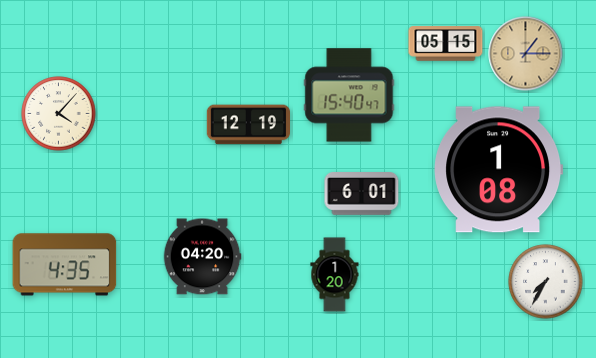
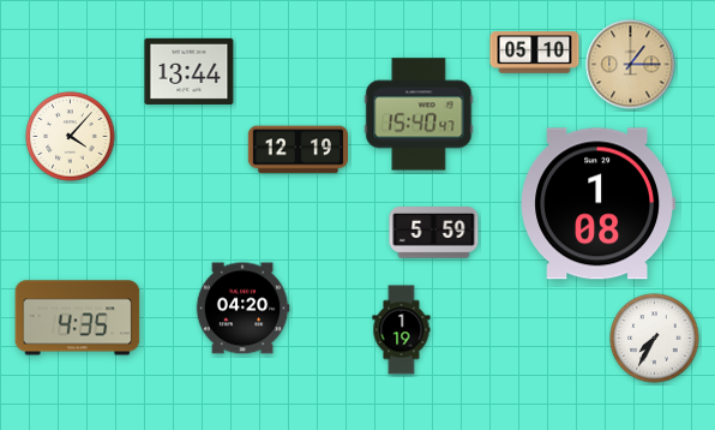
clock at (446, 44): 05:15 -> 05:10
clock at (190, 71): none -> 13:44
clock at (362, 194): 6:01 -> 5:59
clock at (335, 275): 1:20 -> 1:19
